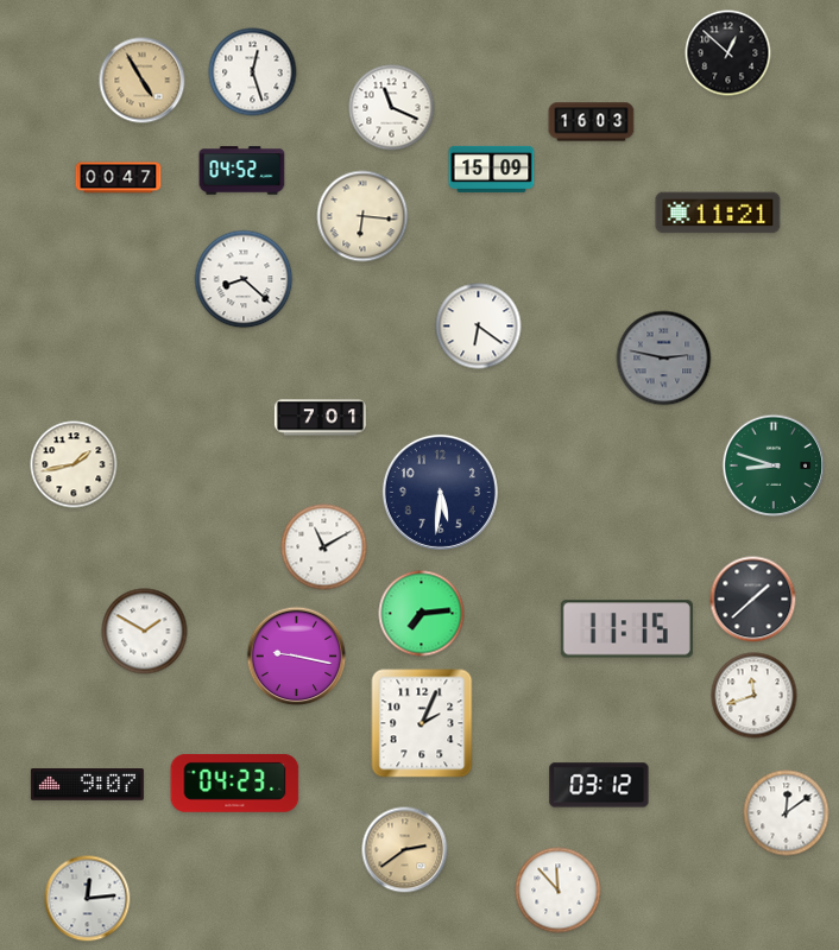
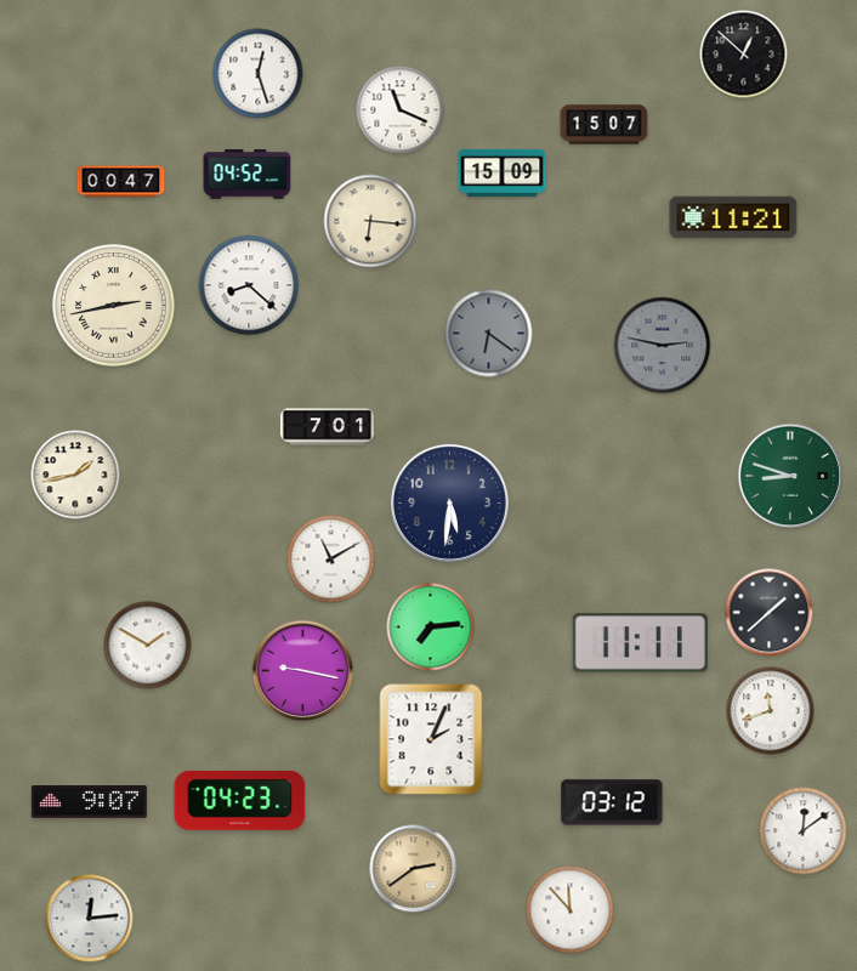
clock at (143, 81): 4:55 -> none
clock at (592, 122): 16:03 -> 15:07
clock at (114, 306): none -> 2:43
clock at (479, 327) dial: white -> grey
clock at (664, 359) position: (664, 359) -> (663, 346)
clock at (626, 629): 11:15 -> 11:11
